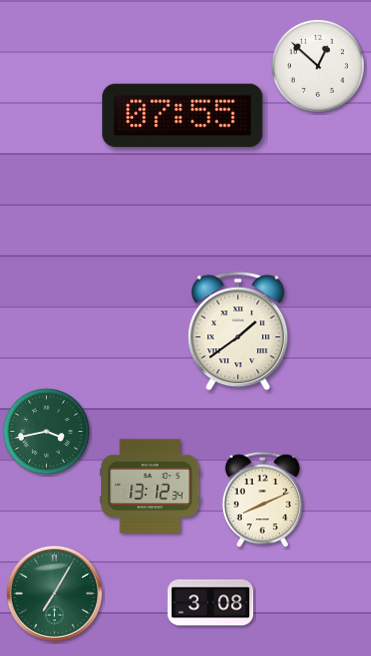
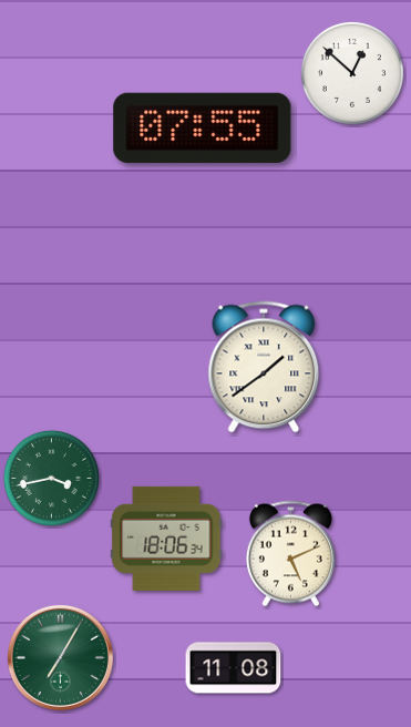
clock at (150, 486): 13:12 -> 18:06
clock at (262, 500): 8:11 -> 5:11
clock at (211, 603): 3:08 -> 11:08
